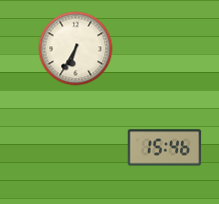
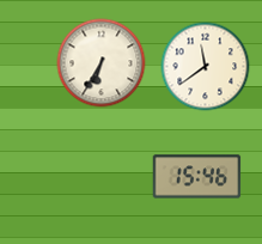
clock at (76, 49) position: (76, 49) -> (102, 63)
clock at (206, 67): none -> 11:39
